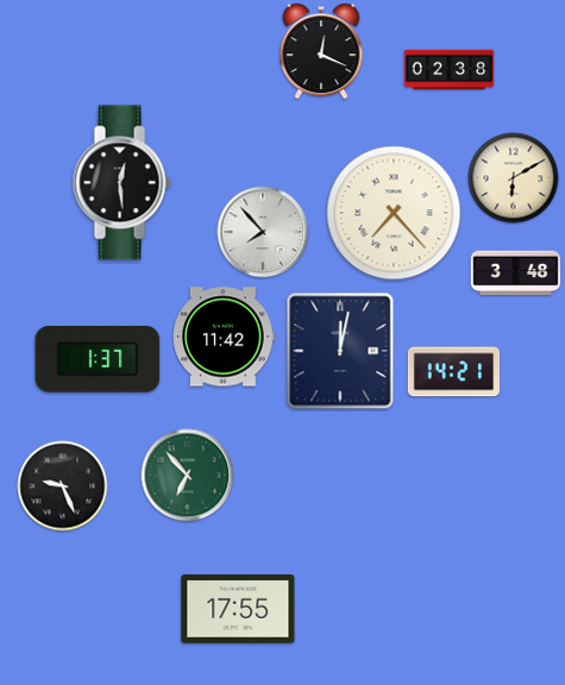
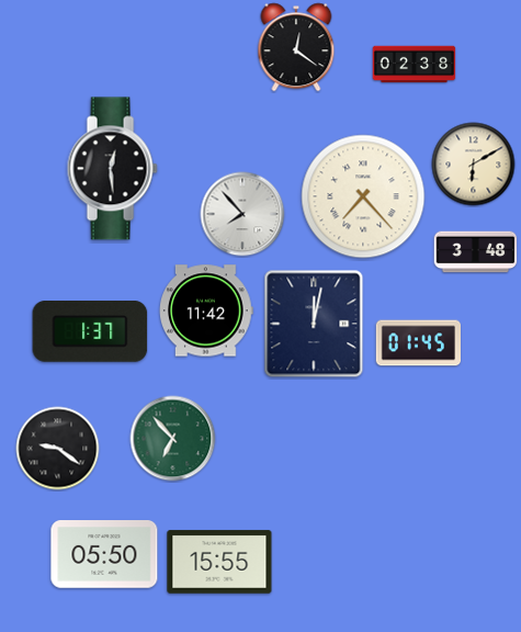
clock at (321, 51): 12:19 -> 12:21
clock at (453, 372): 14:21 -> 01:45
clock at (63, 486): 9:26 -> 9:21
clock at (104, 554): none -> 05:50
clock at (238, 609): 17:55 -> 15:55
